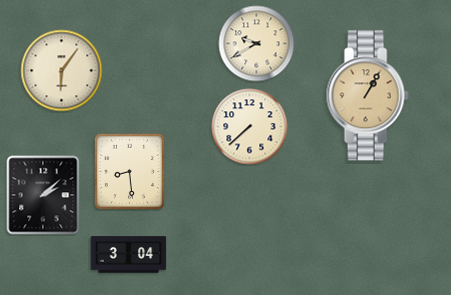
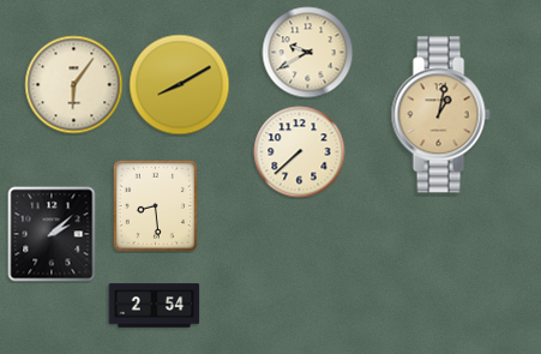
clock at (180, 85): none -> 8:10
clock at (367, 96): 1:05 -> 1:02
clock at (129, 255): 3:04 -> 2:54
